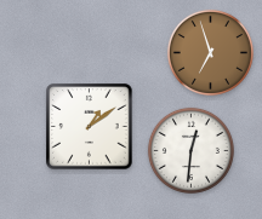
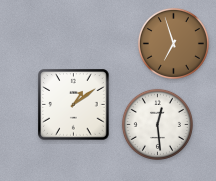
clock at (190, 150): 12:31 -> 12:29
